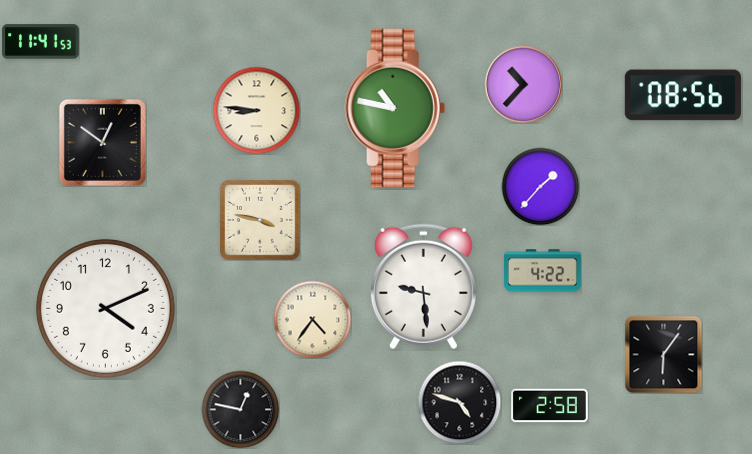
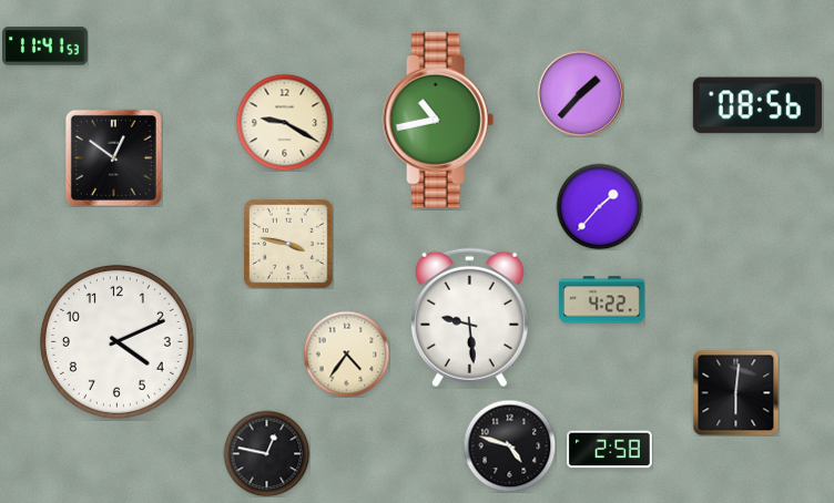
clock at (523, 84): 10:37 -> 1:37
clock at (395, 108): 10:47 -> 10:43
clock at (256, 110): 8:46 -> 9:20
clock at (663, 354): 6:06 -> 6:01
